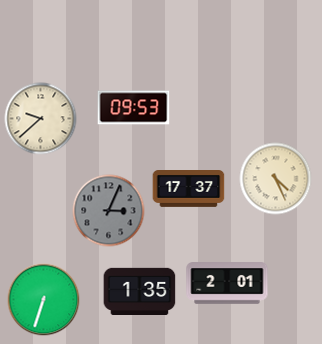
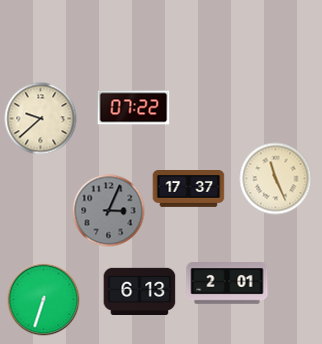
clock at (134, 108): 09:53 -> 07:22
clock at (276, 179): 4:26 -> 11:26
clock at (140, 291): 1:35 -> 6:13
